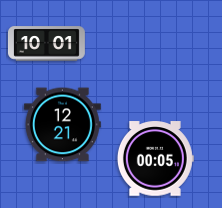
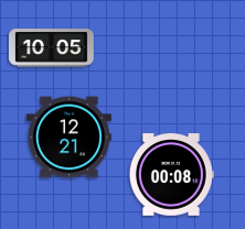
clock at (46, 44): 10:01 -> 10:05
clock at (155, 159): 00:05 -> 00:08
